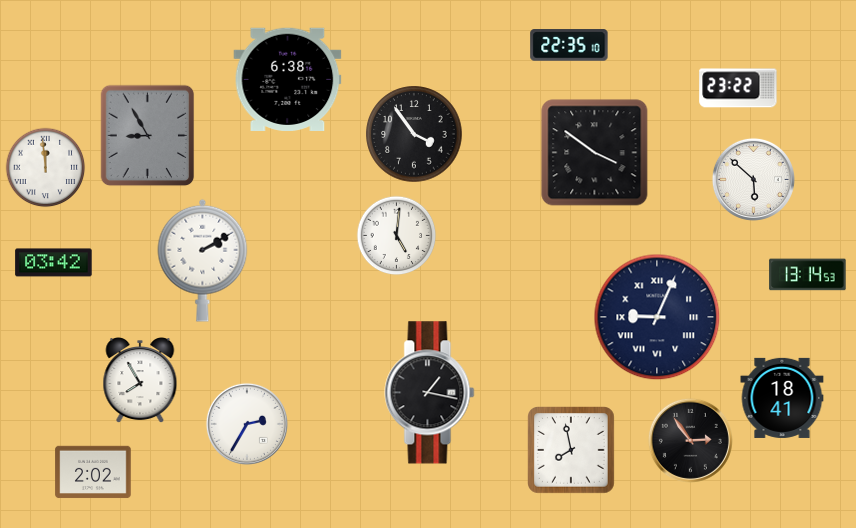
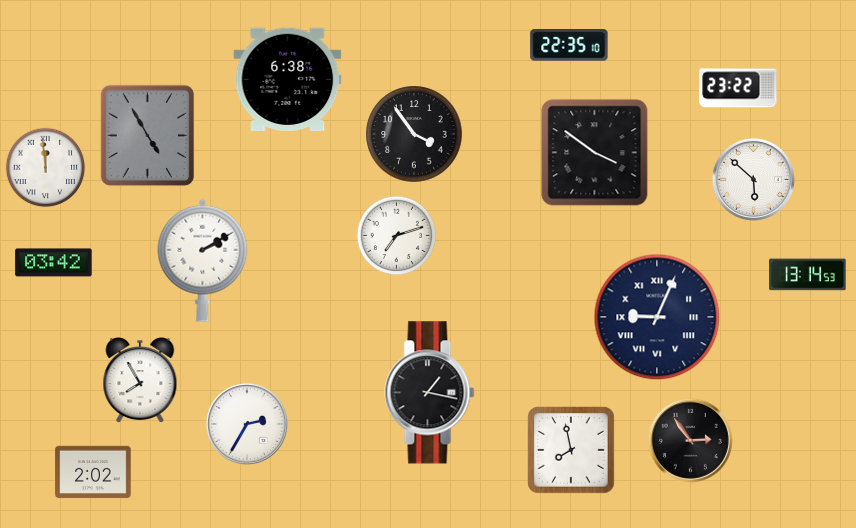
clock at (148, 136): 8:55 -> 4:55
clock at (397, 236): 5:01 -> 7:12
clock at (782, 398): 18:41 -> none
